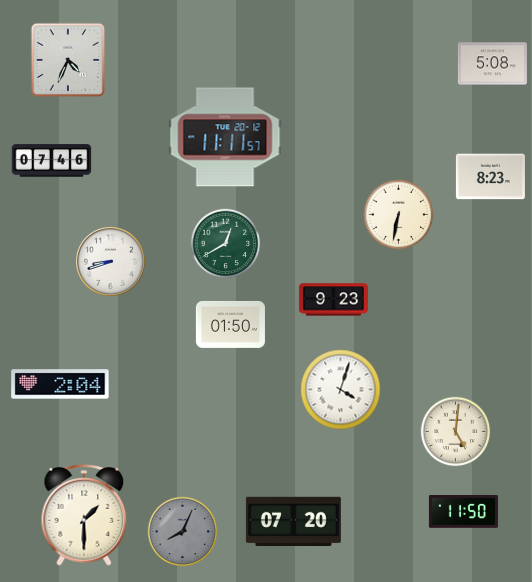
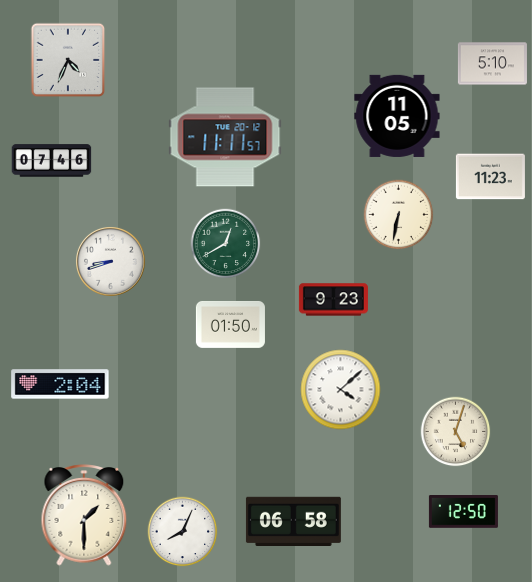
clock at (492, 64): 5:08 -> 5:10
clock at (397, 116): none -> 11:05
clock at (490, 177): 8:23 -> 11:23
clock at (341, 390): 4:03 -> 4:08
clock at (456, 432): 5:01 -> 5:03
clock at (463, 512): 11:50 -> 12:50
clock at (293, 521): 07:20 -> 06:58
clock at (183, 532) dial: grey -> white
